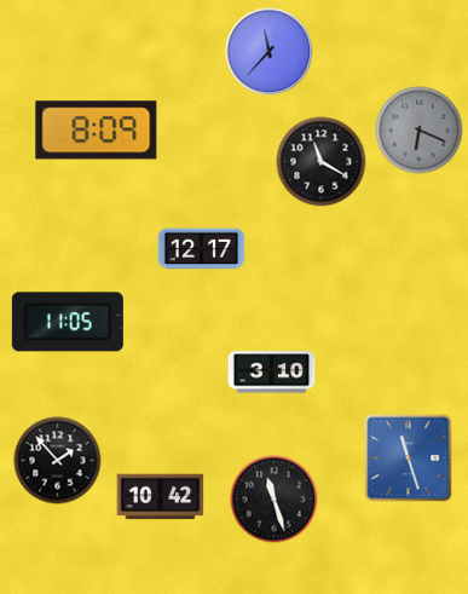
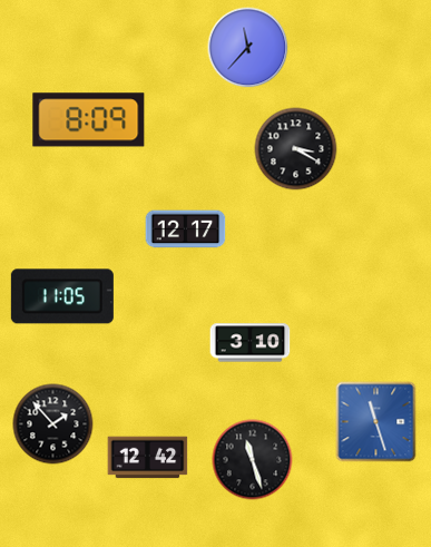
clock at (420, 131): 6:19 -> none
clock at (322, 162): 11:20 -> 3:20
clock at (161, 497): 10:42 -> 12:42
